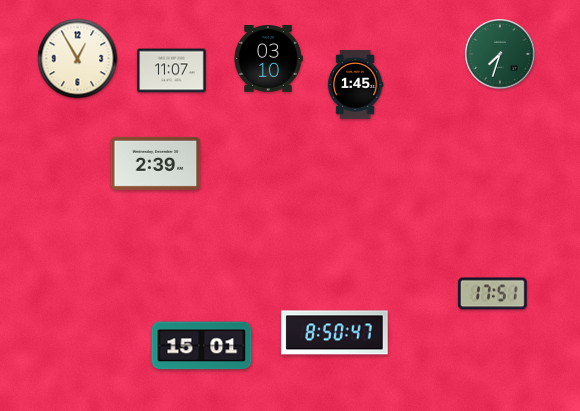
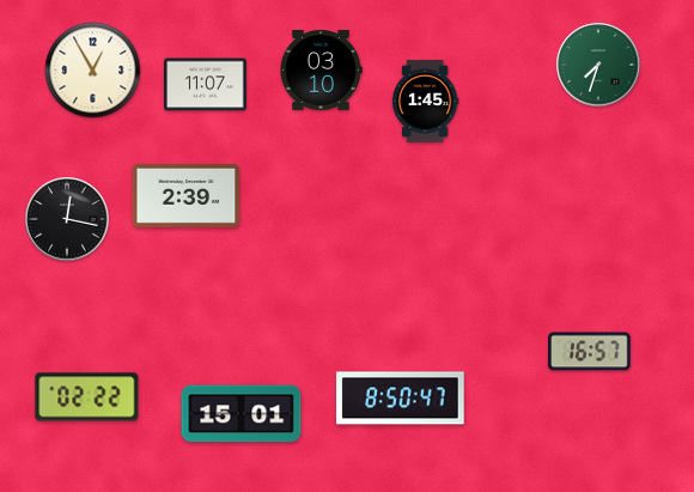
clock at (67, 219): none -> 12:17
clock at (492, 294): 17:51 -> 16:57
clock at (87, 397): none -> 02:22
